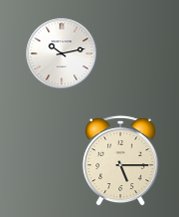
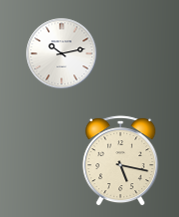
clock at (121, 161): 5:15 -> 5:17
